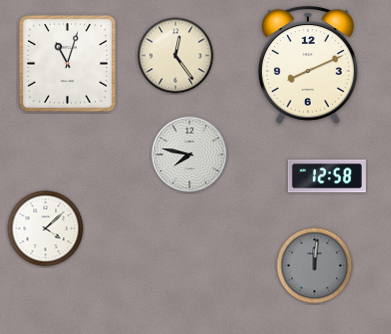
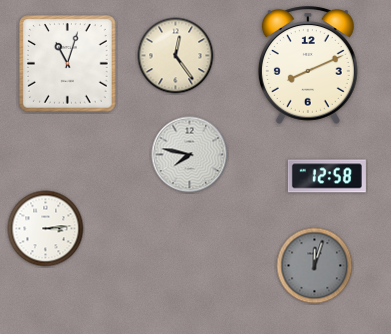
clock at (46, 229): 4:08 -> 3:14
clock at (315, 266): 12:01 -> 12:03
